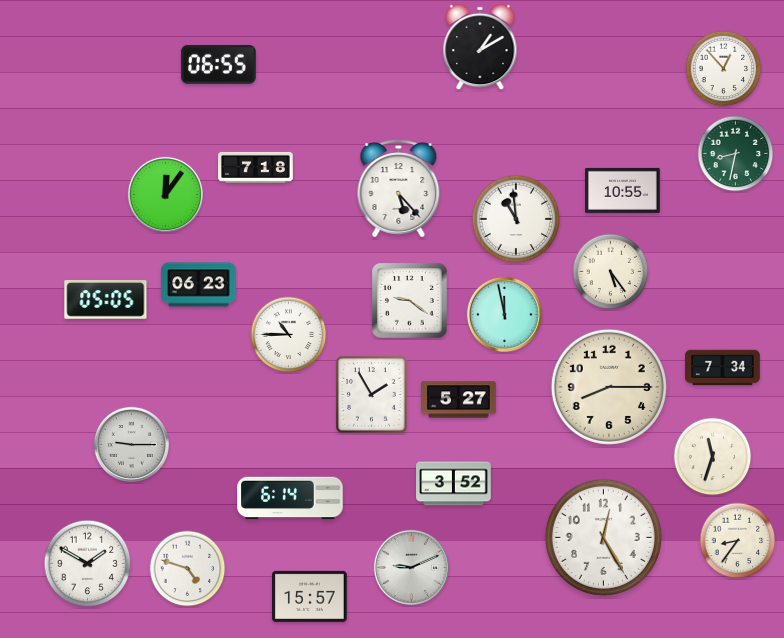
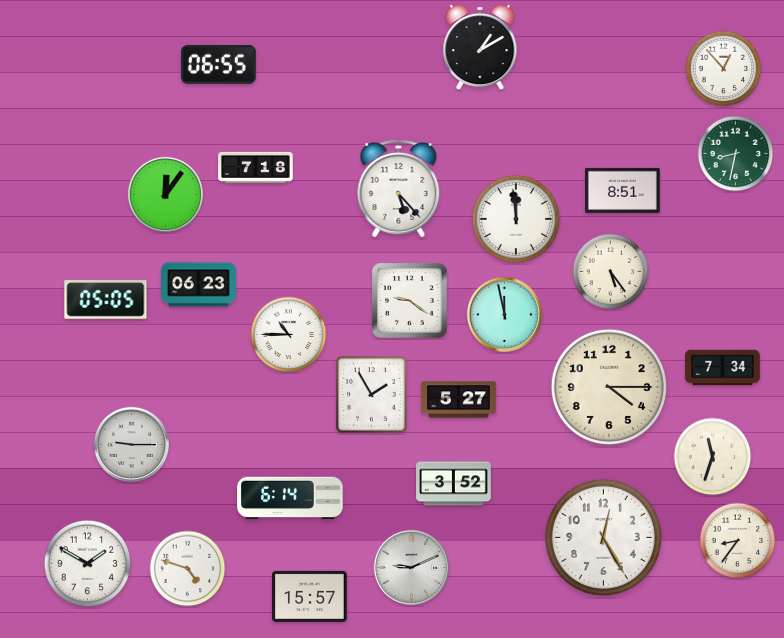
clock at (623, 190): 10:55 -> 8:51
clock at (516, 219): 10:59 -> 11:59
clock at (609, 387): 8:15 -> 4:15
